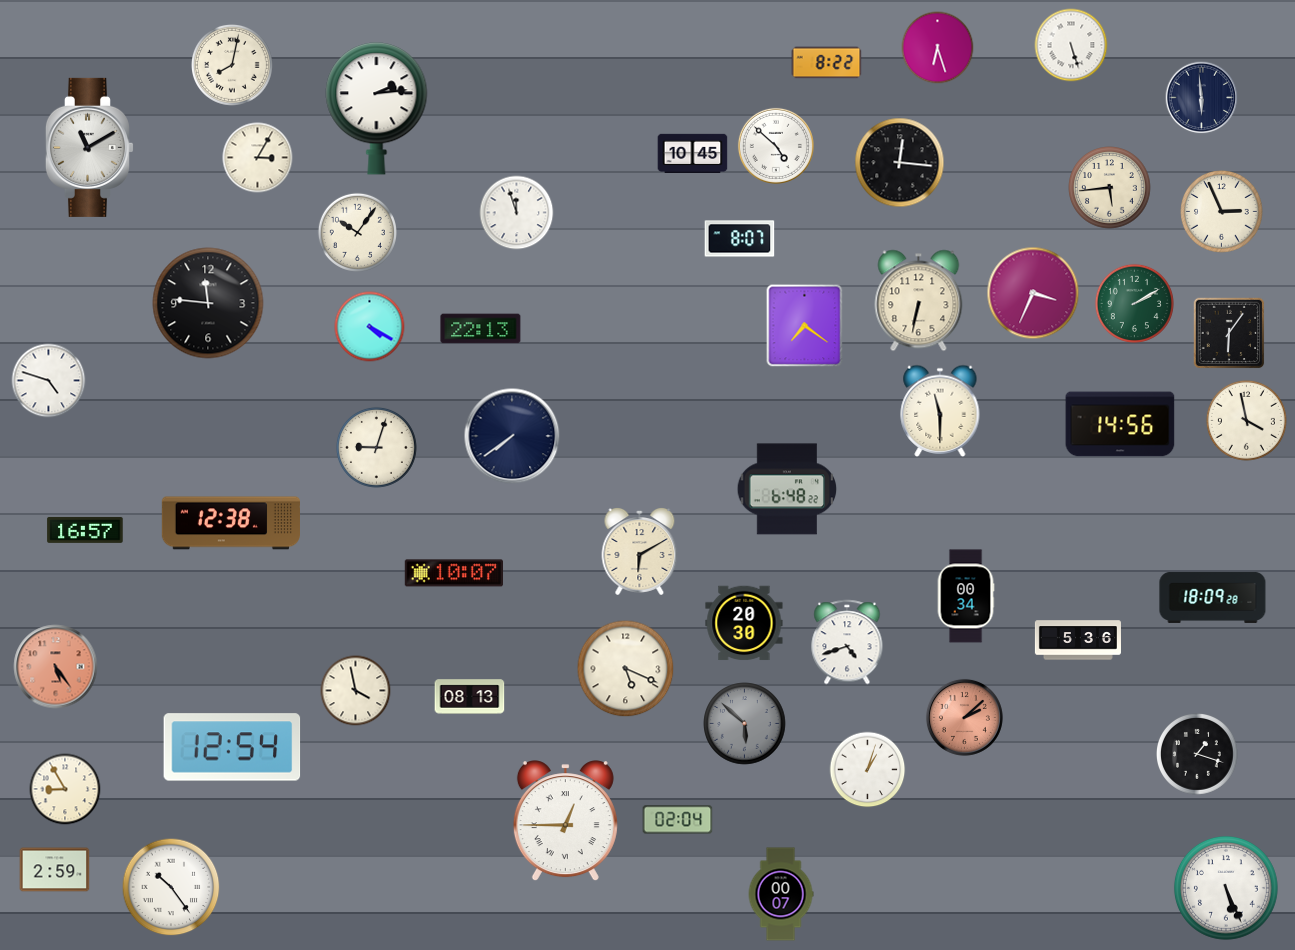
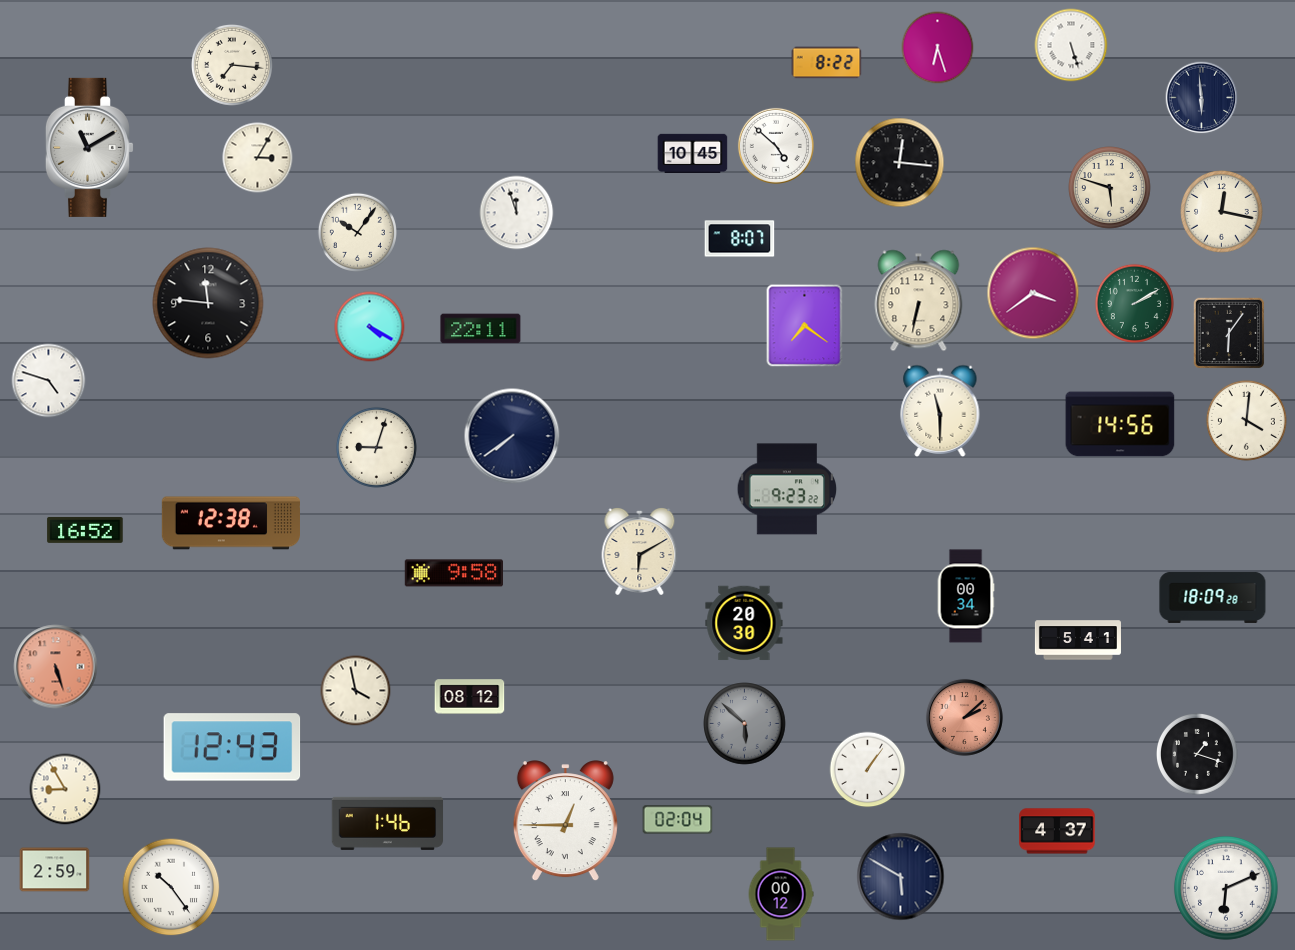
clock at (233, 66): 8:02 -> 7:16
clock at (377, 109): 2:14 -> none
clock at (1110, 188): 5:44 -> 5:48
clock at (1222, 212): 2:56 -> 12:17
clock at (1033, 293): 3:34 -> 3:39
clock at (481, 329): 22:13 -> 22:11
clock at (1246, 420): 3:58 -> 4:01
clock at (787, 489): 6:48 -> 9:23
clock at (85, 530): 16:57 -> 16:52
clock at (453, 573): 10:07 -> 9:58
clock at (1078, 640): 5:36 -> 5:41
clock at (847, 642): 4:42 -> none
clock at (56, 667): 5:24 -> 5:27
clock at (626, 669): 5:19 -> none
clock at (470, 697): 08:13 -> 08:12
clock at (232, 747): 12:54 -> 12:43
clock at (868, 770): 1:03 -> 1:06
clock at (388, 823): none -> 1:46
clock at (1057, 831): none -> 4:37
clock at (901, 877): none -> 5:50
clock at (1226, 888): 5:26 -> 6:11
clock at (781, 894): 00:07 -> 00:12
